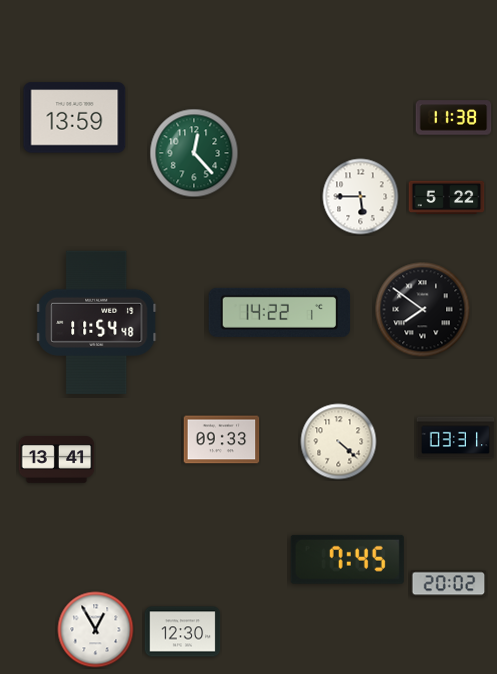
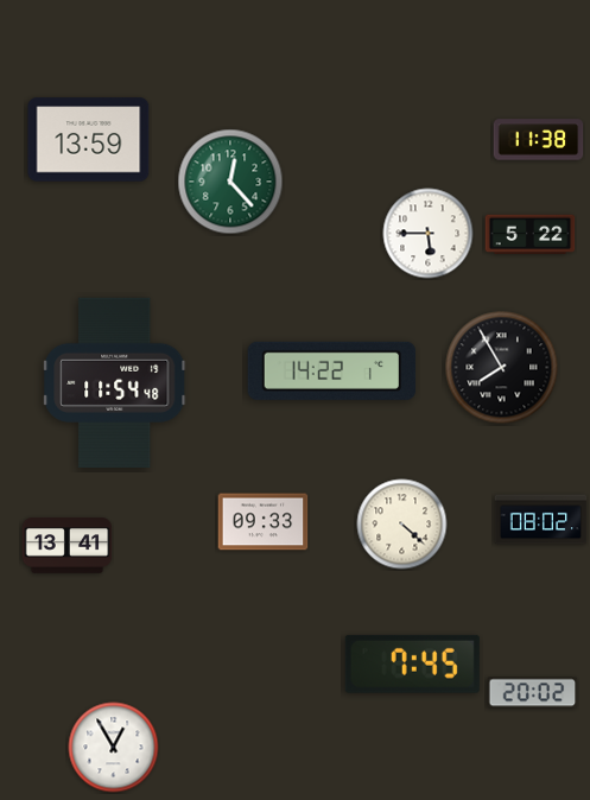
clock at (423, 310): 7:51 -> 7:55
clock at (456, 438): 03:31 -> 08:02
clock at (183, 632): 12:30 -> none
